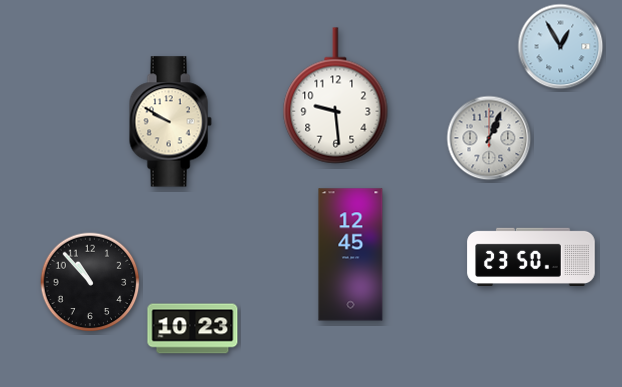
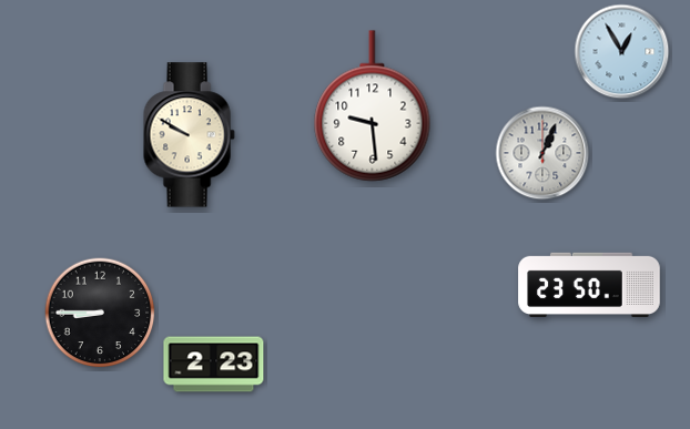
clock at (351, 255): 12:45 -> none
clock at (90, 282): 10:53 -> 8:45
clock at (193, 329): 10:23 -> 2:23
